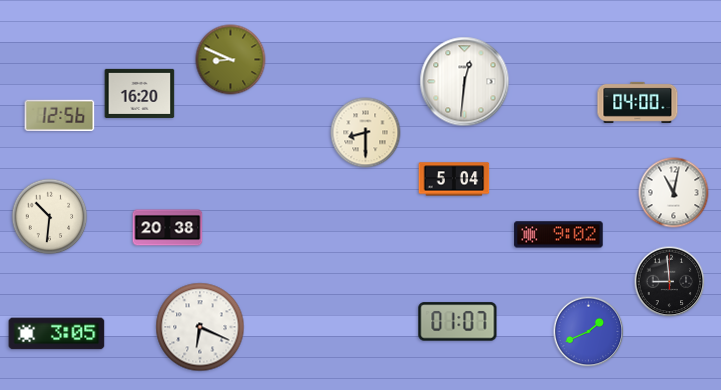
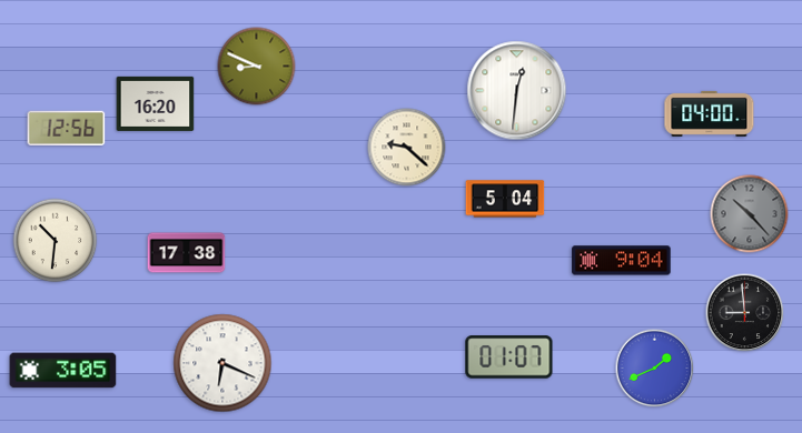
clock at (366, 133): 8:30 -> 9:22
clock at (674, 193): 11:02 -> 10:23
clock at (674, 193) dial: white -> grey
clock at (168, 228): 20:38 -> 17:38
clock at (559, 235): 9:02 -> 9:04
